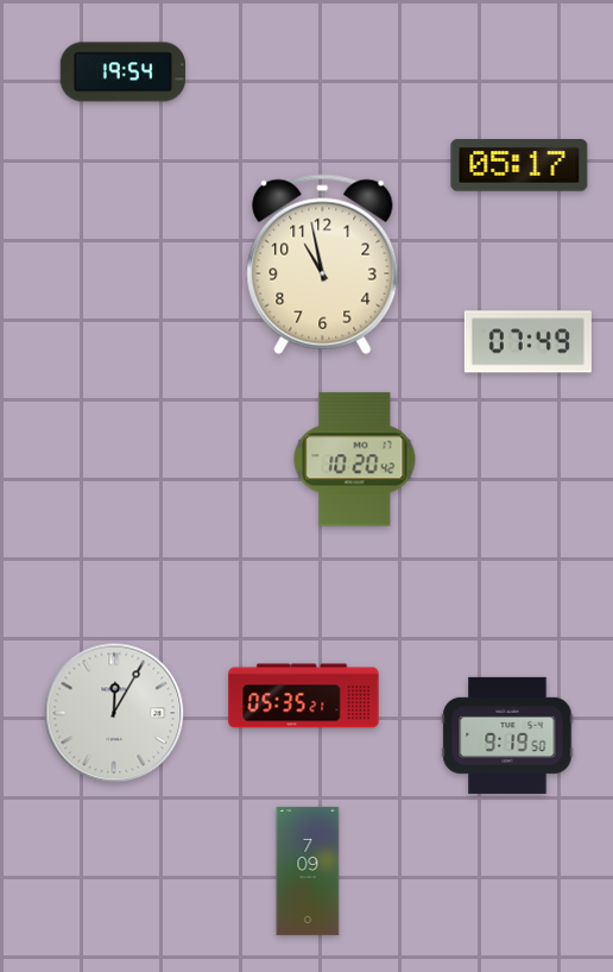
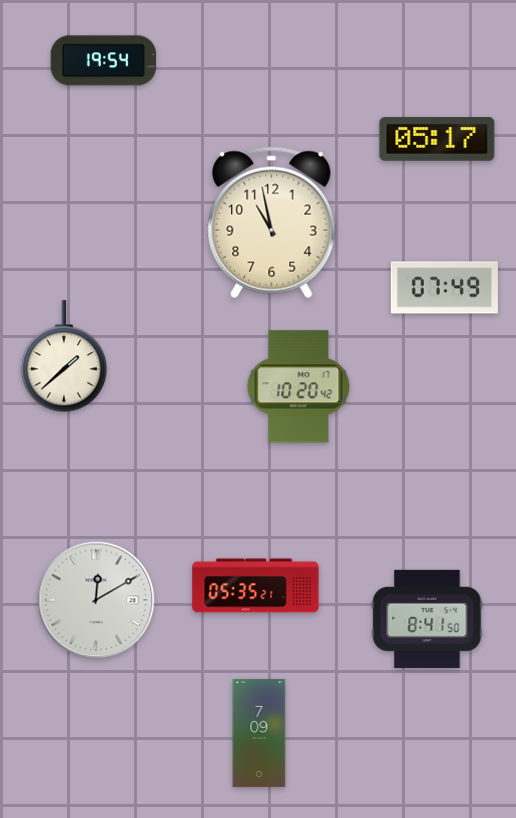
clock at (64, 357): none -> 1:38
clock at (114, 713): 12:05 -> 12:10
clock at (507, 736): 9:19 -> 8:41
